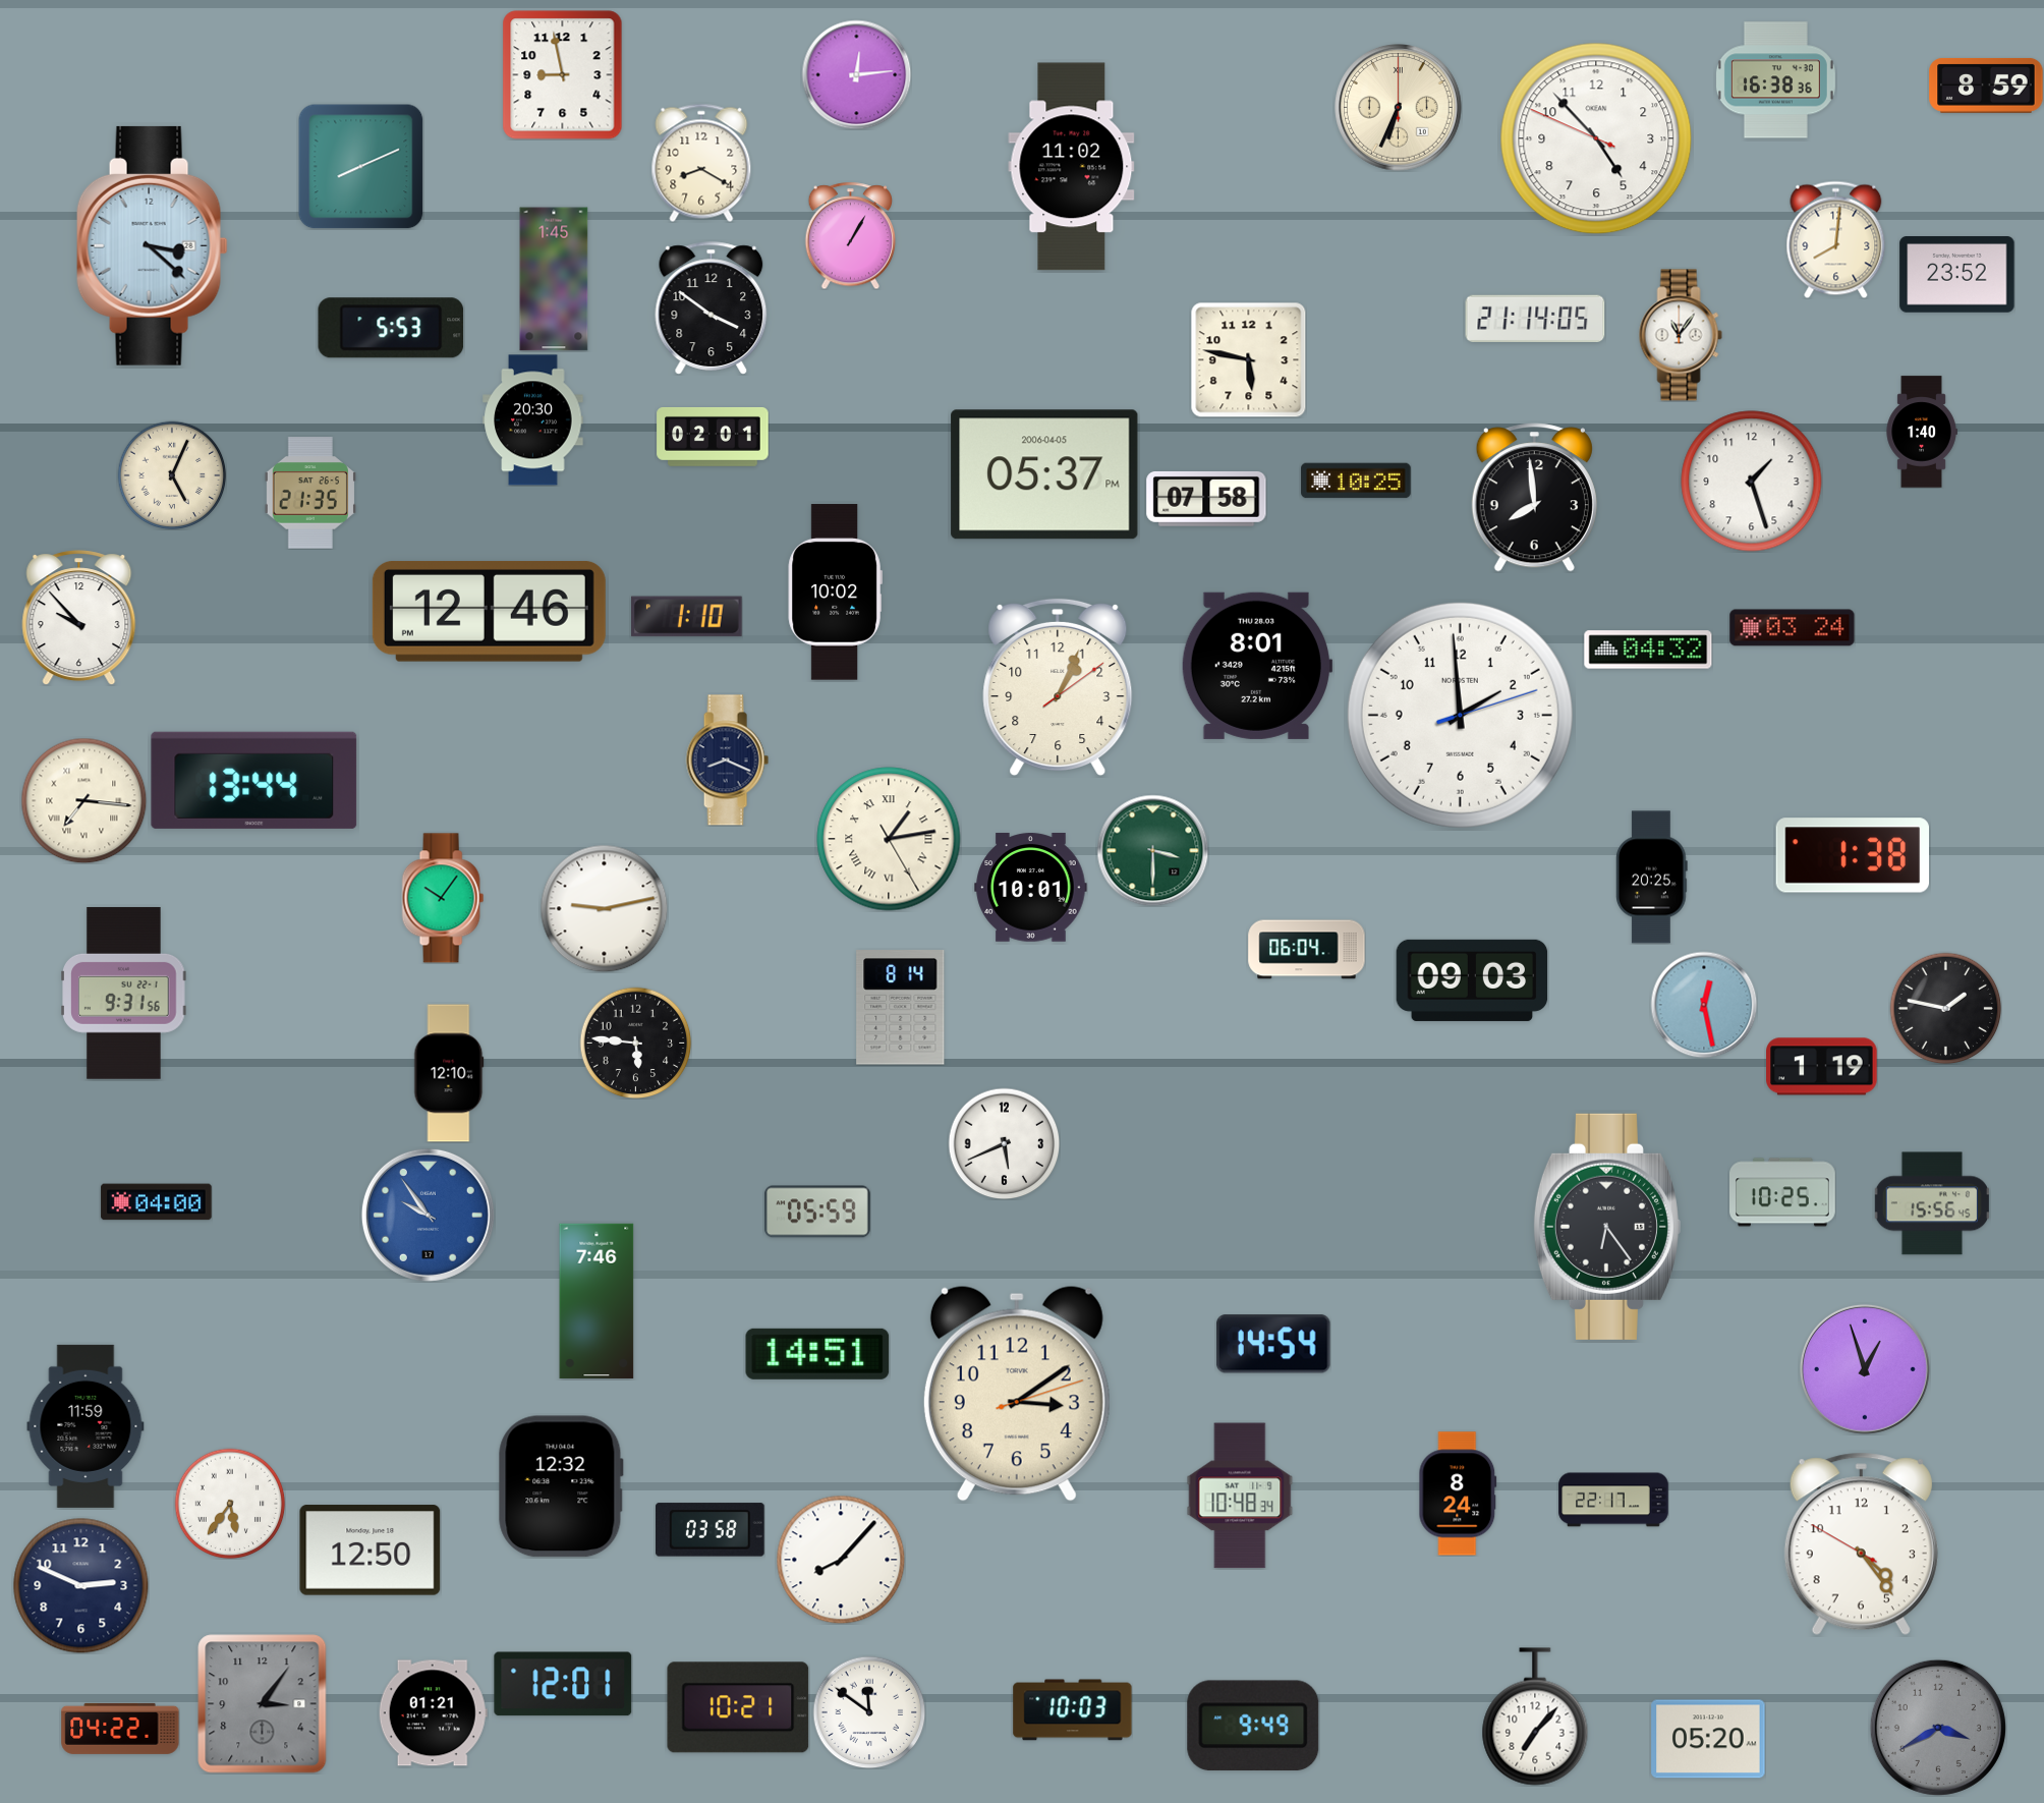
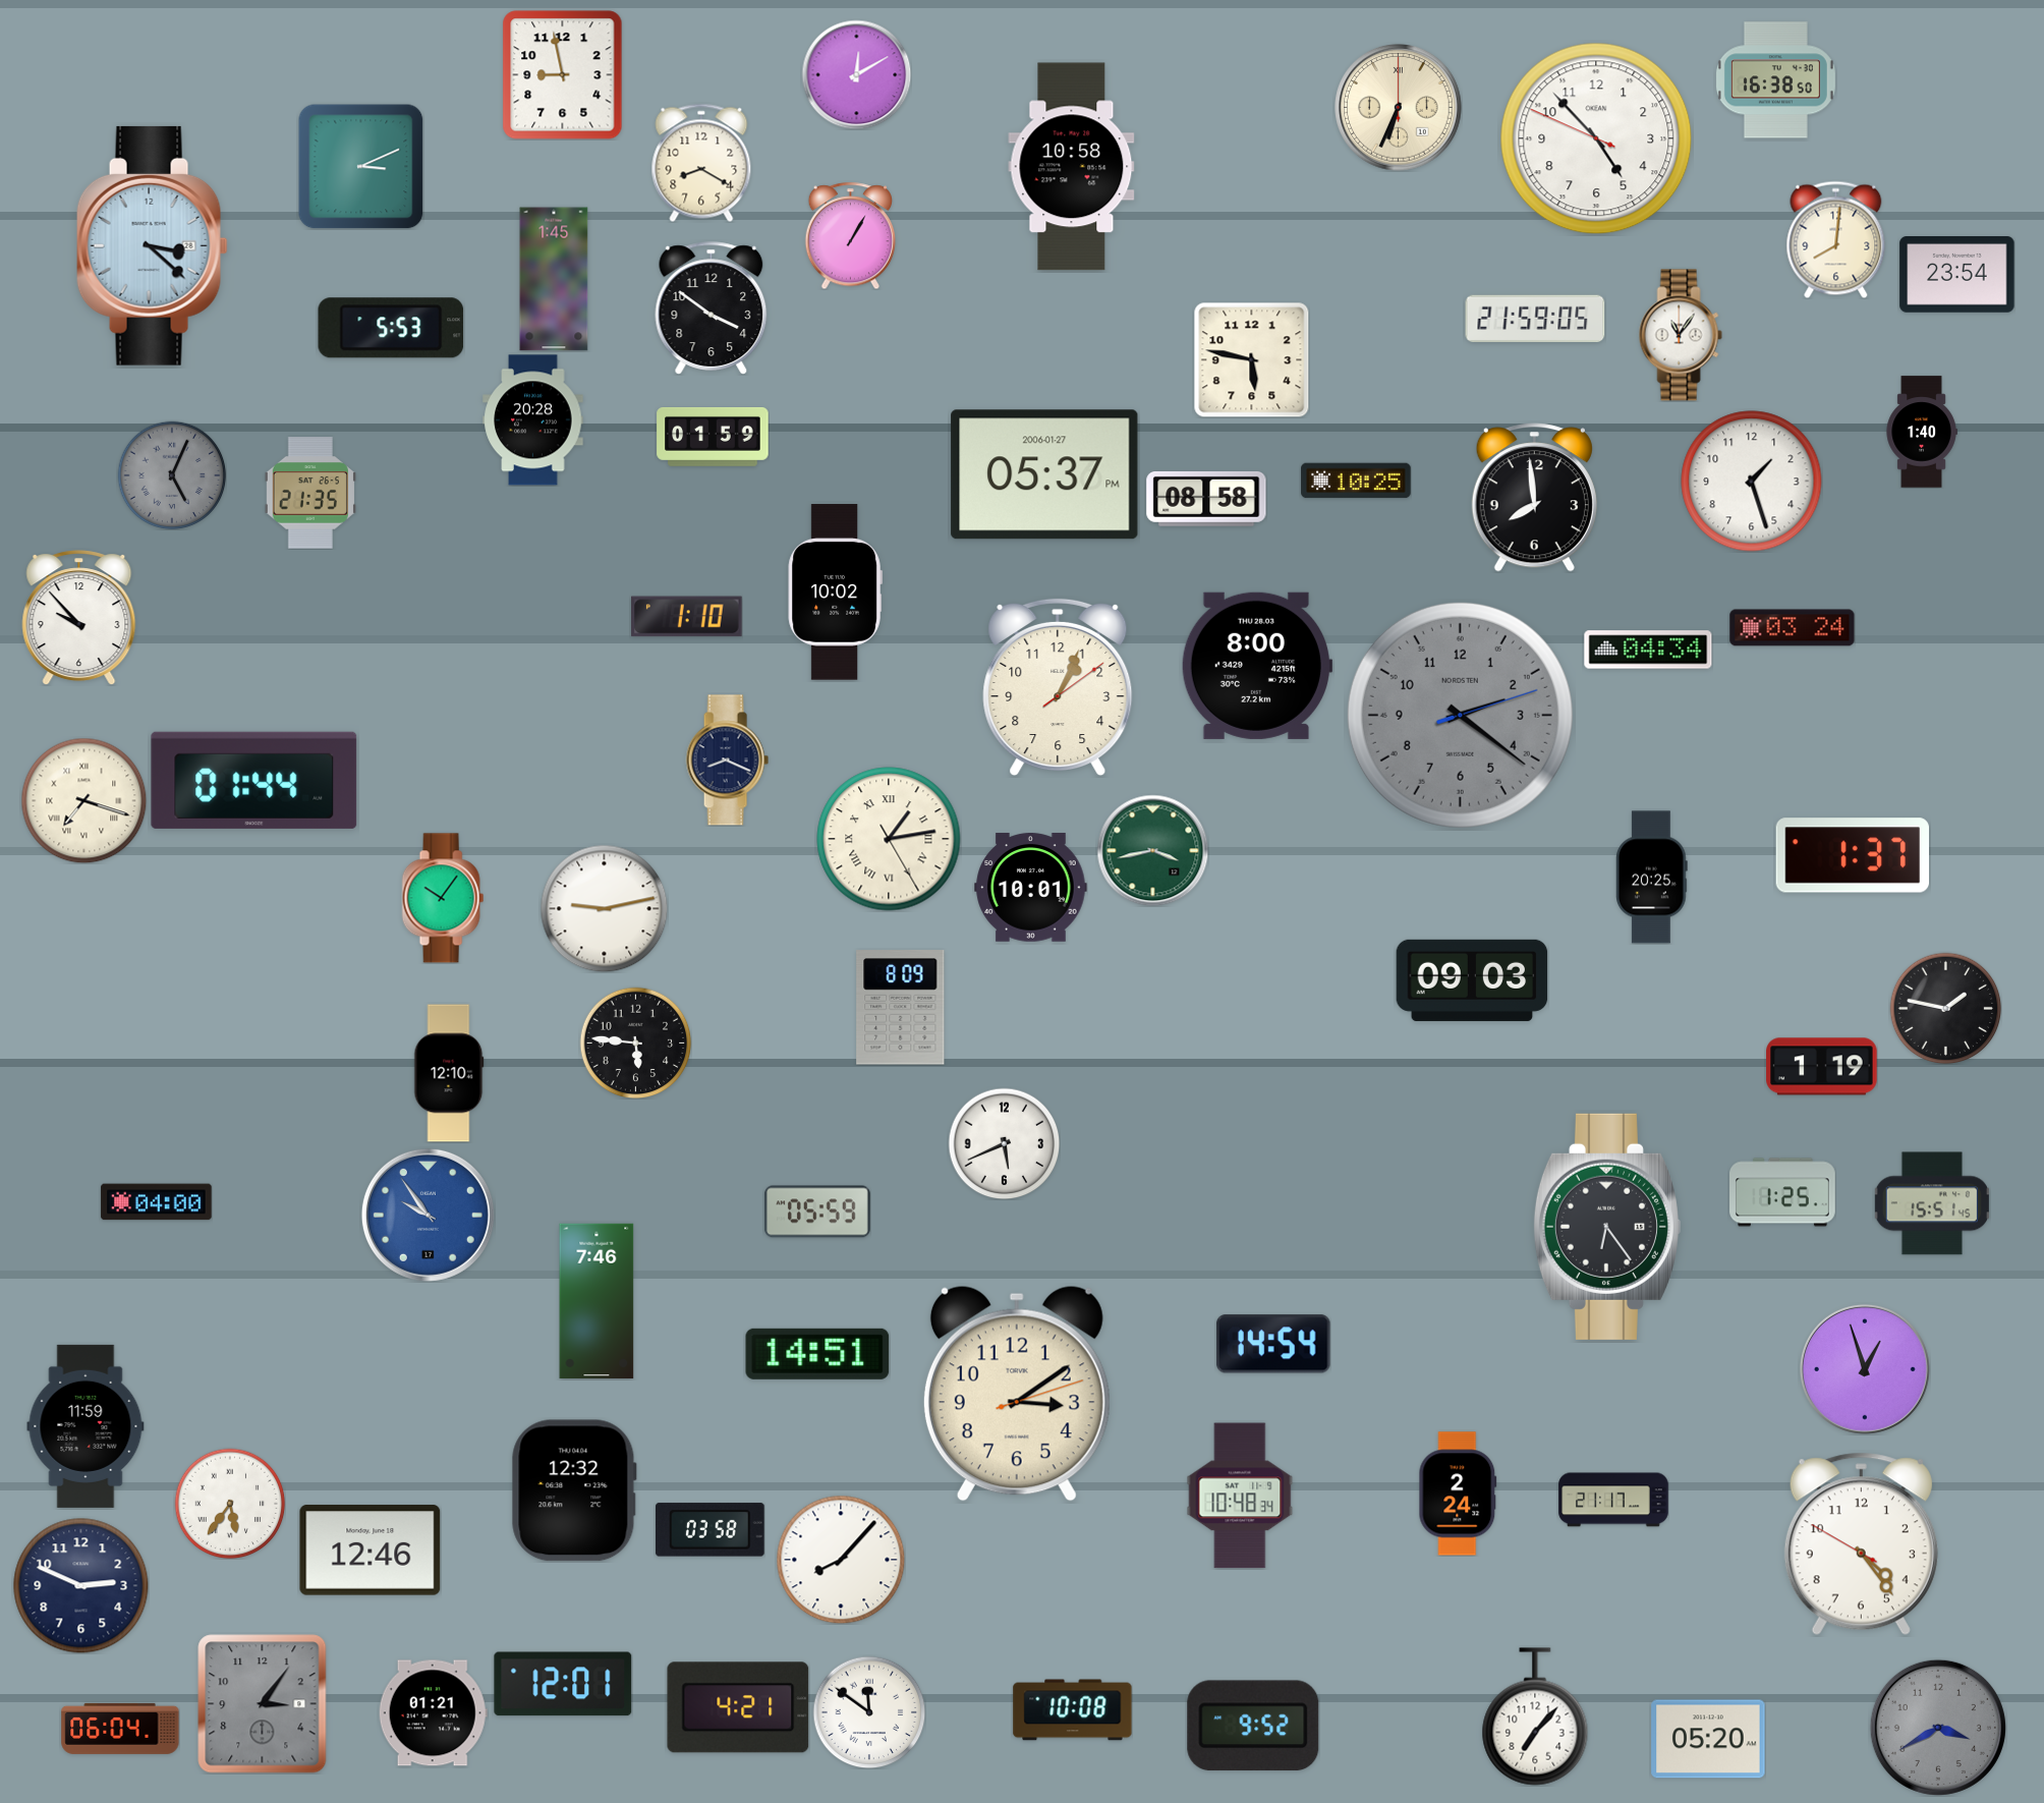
clock at (856, 74): 12:14 -> 12:10
clock at (1775, 80): 16:38:36 -> 16:38:50
clock at (1986, 86): 8:59 -> none
clock at (360, 167): 8:11 -> 3:11
clock at (1072, 167): 11:02 -> 10:58
clock at (1957, 275): 23:52 -> 23:54
clock at (1535, 318): 21:14 -> 21:59
clock at (1248, 360) position: (1248, 360) -> (1251, 360)
clock at (533, 420): 20:30 -> 20:28
clock at (713, 437): 02:01 -> 01:59
clock at (1044, 474) date: 2006-04-05 -> 2006-01-27
clock at (172, 475) dial: cream -> grey
clock at (1206, 499): 07:58 -> 08:58
clock at (489, 612): 12:46 -> none
clock at (1648, 650): 04:32 -> 04:34
clock at (1256, 666): 8:01 -> 8:00
clock at (1460, 715): 1:59 -> 2:21
clock at (1460, 715) dial: white -> grey
clock at (254, 780): 13:44 -> 01:44
clock at (83, 800): 7:16 -> 7:18
clock at (1152, 850): 3:30 -> 3:43
clock at (1852, 855): 1:38 -> 1:37
clock at (1307, 950): 06:04 -> none
clock at (124, 993): 9:31 -> none
clock at (1704, 1005): 12:28 -> none
clock at (901, 1008): 8:14 -> 8:09
clock at (1783, 1192): 10:25 -> 1:25
clock at (1932, 1203): 15:56 -> 15:51
clock at (561, 1486) position: (561, 1486) -> (574, 1490)
clock at (1458, 1494): 8:24 -> 2:24
clock at (1613, 1500): 22:17 -> 21:17
clock at (371, 1551): 12:50 -> 12:46
clock at (738, 1707): 10:21 -> 4:21
clock at (1073, 1710): 10:03 -> 10:08
clock at (1253, 1726): 9:49 -> 9:52
clock at (120, 1729): 04:22 -> 06:04
